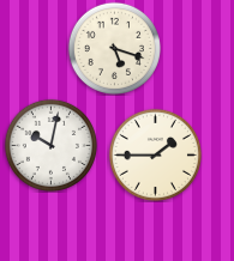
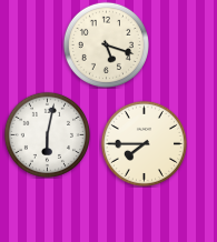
clock at (50, 145): 10:02 -> 6:02
clock at (155, 154): 1:45 -> 7:45
